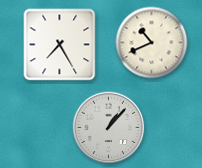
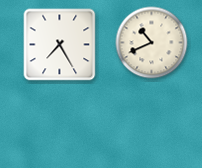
clock at (109, 128): 1:07 -> none
